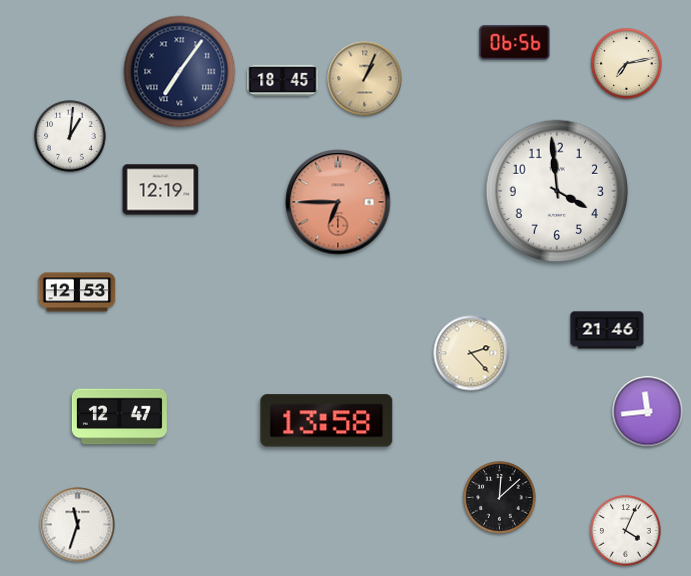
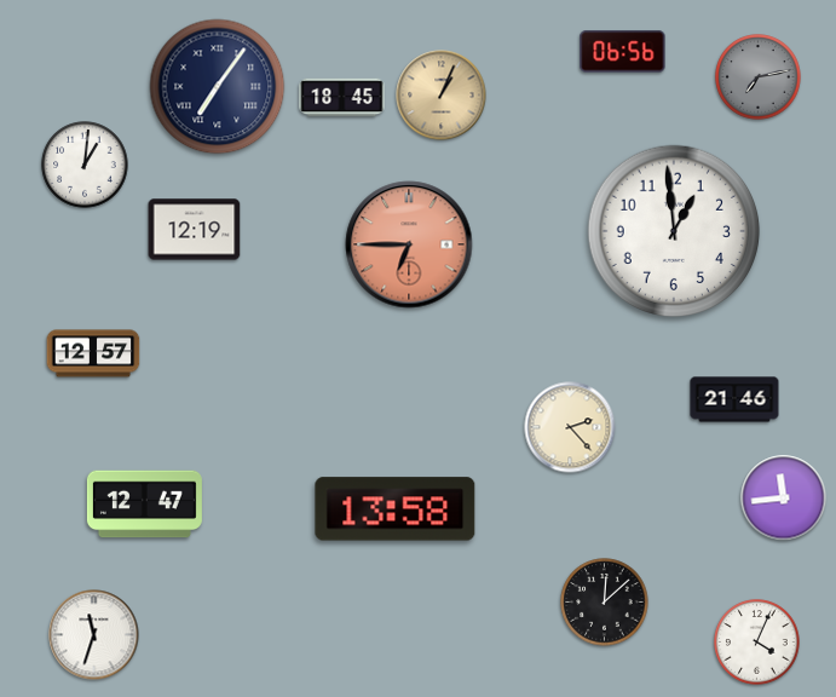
clock at (627, 64) dial: cream -> grey
clock at (557, 191): 3:59 -> 12:59
clock at (77, 292): 12:53 -> 12:57
